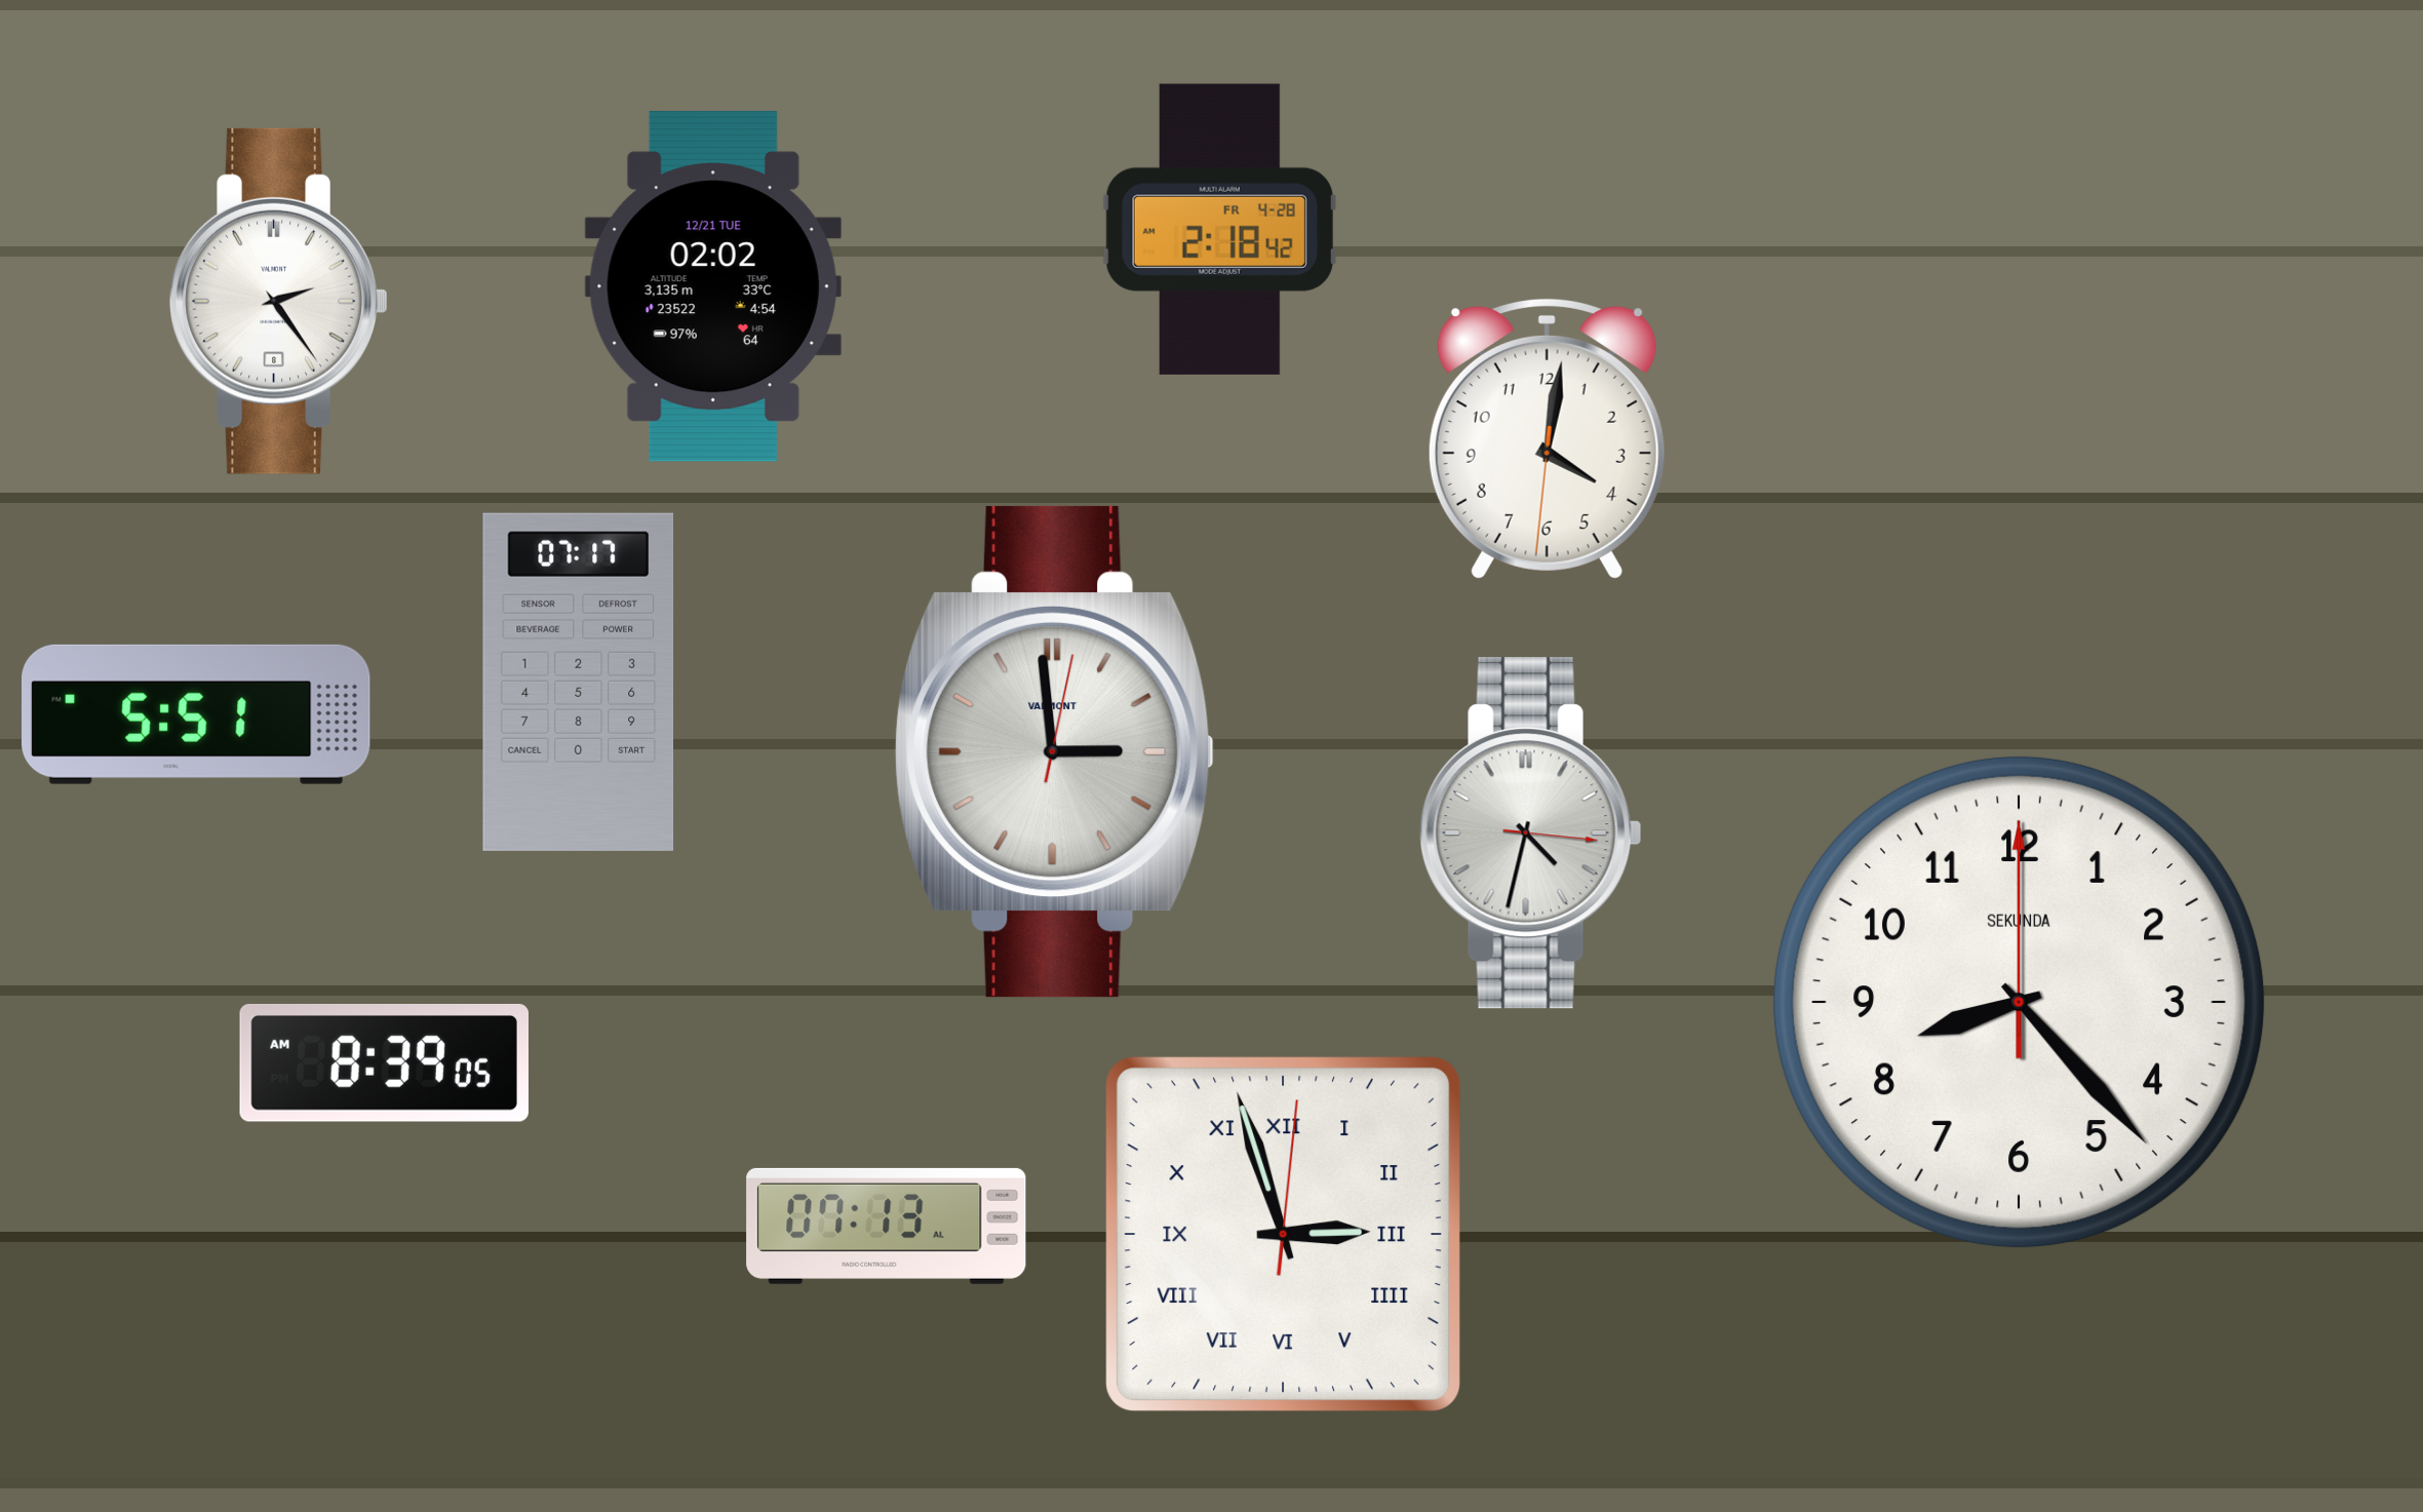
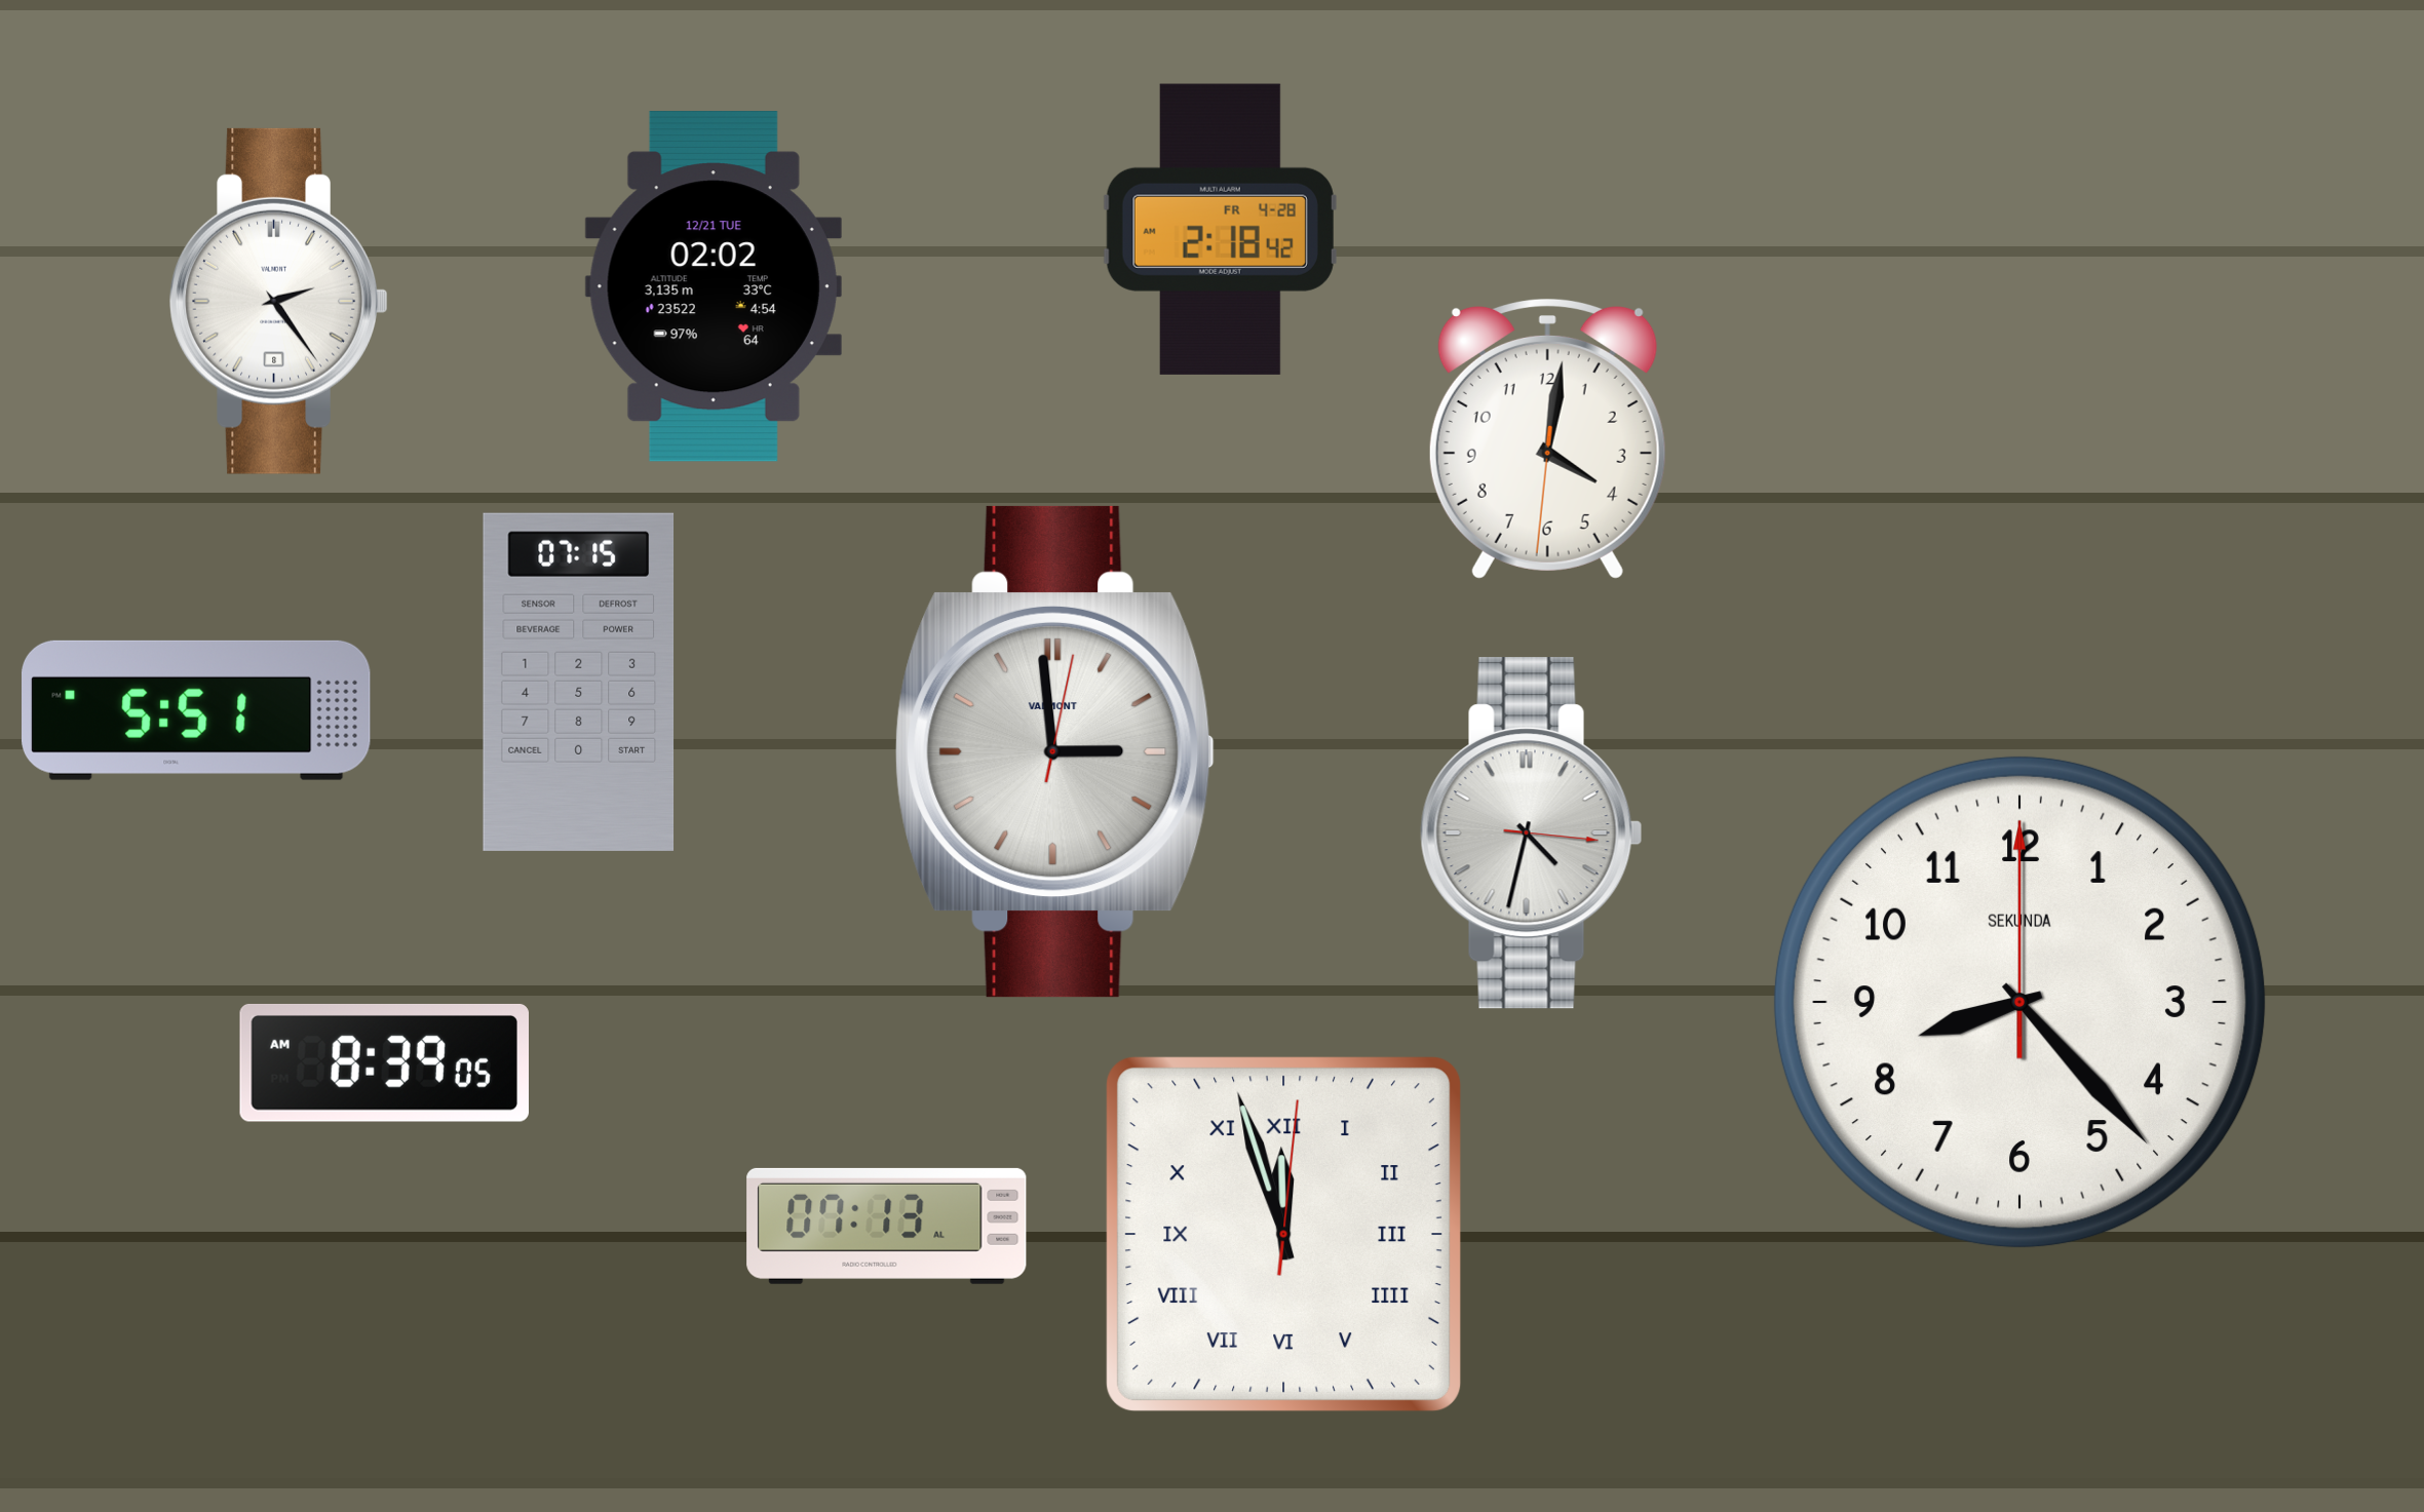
clock at (579, 682): 07:17 -> 07:15
clock at (196, 714) position: (196, 714) -> (196, 710)
clock at (1283, 1234): 2:57 -> 11:57
